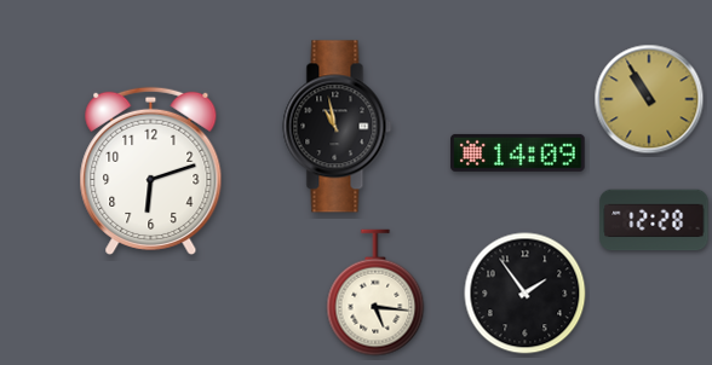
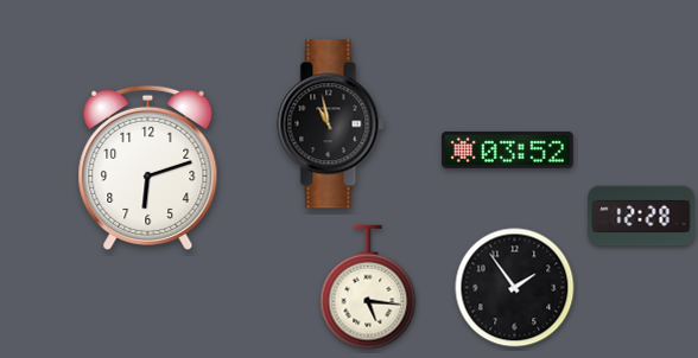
clock at (649, 99): 10:55 -> none
clock at (518, 152): 14:09 -> 03:52
